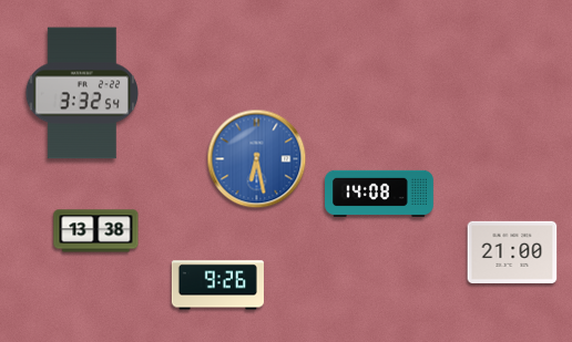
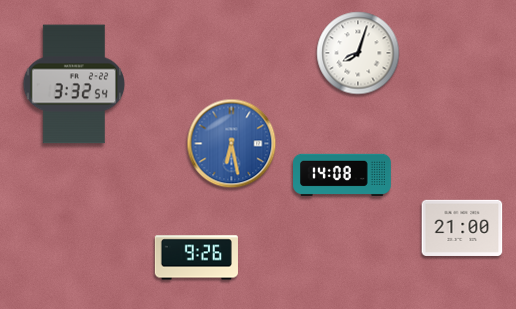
clock at (358, 53): none -> 8:03
clock at (96, 231): 13:38 -> none
